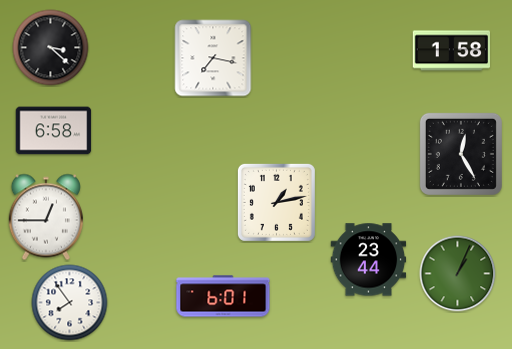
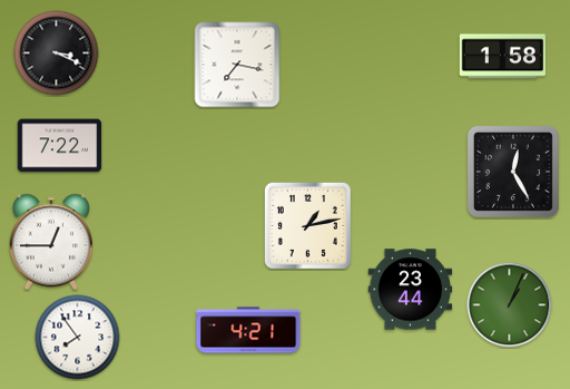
clock at (51, 48): 3:22 -> 3:19
clock at (54, 131): 6:58 -> 7:22
clock at (223, 296): 6:01 -> 4:21
